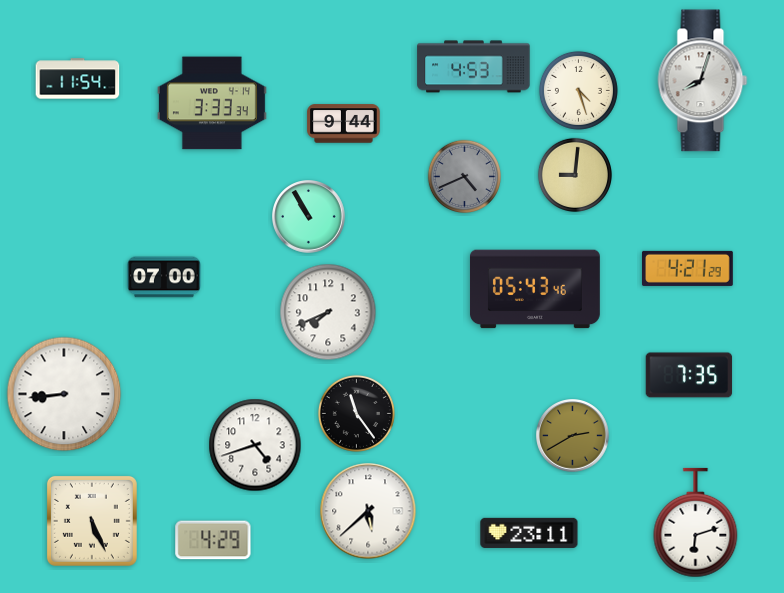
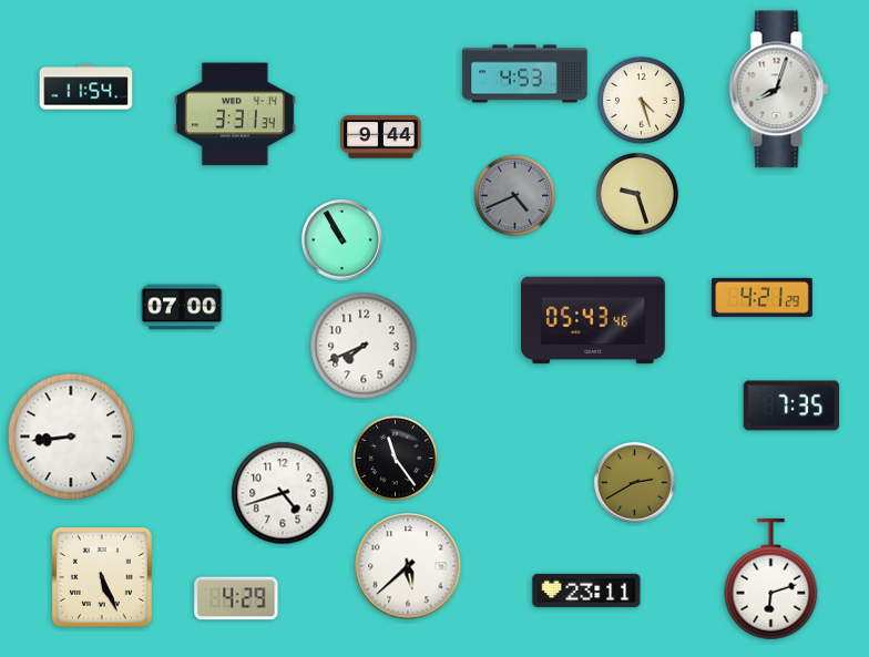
clock at (212, 103): 3:33 -> 3:31
clock at (574, 174): 9:01 -> 9:27
clock at (689, 375) position: (689, 375) -> (791, 406)
